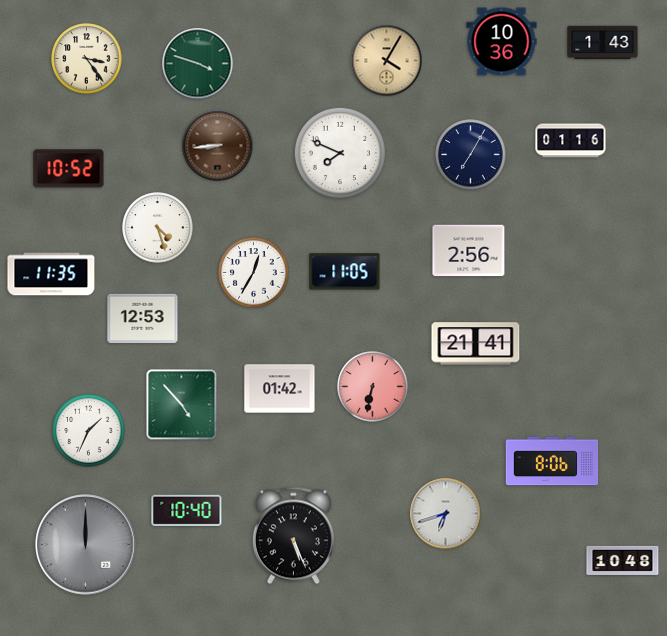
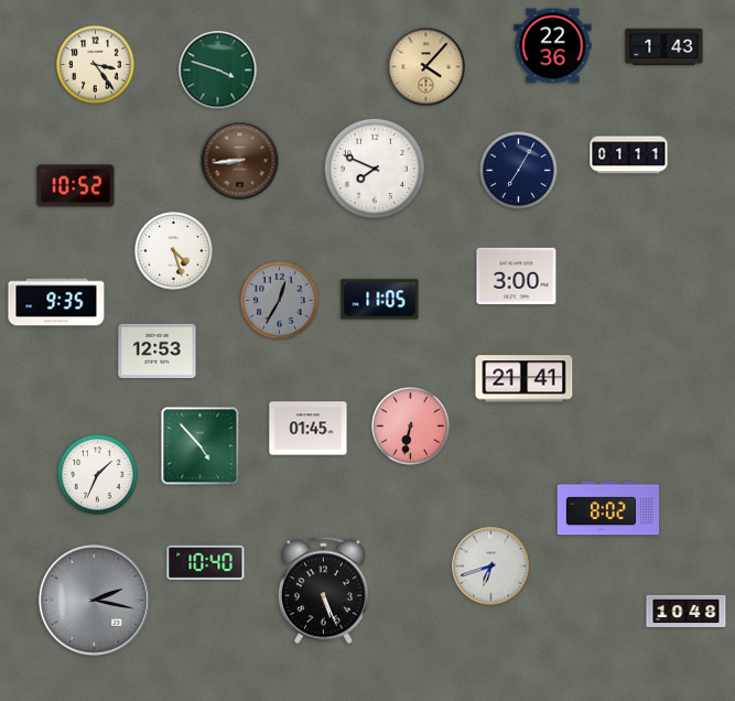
clock at (502, 42): 10:36 -> 22:36
clock at (387, 61): 4:05 -> 4:07
clock at (571, 141): 01:16 -> 01:11
clock at (469, 251): 2:56 -> 3:00
clock at (254, 273) dial: white -> grey
clock at (51, 274): 11:35 -> 9:35
clock at (280, 389): 01:42 -> 01:45
clock at (552, 461): 8:06 -> 8:02
clock at (86, 545): 12:00 -> 2:17
clock at (623, 560) position: (623, 560) -> (687, 611)
